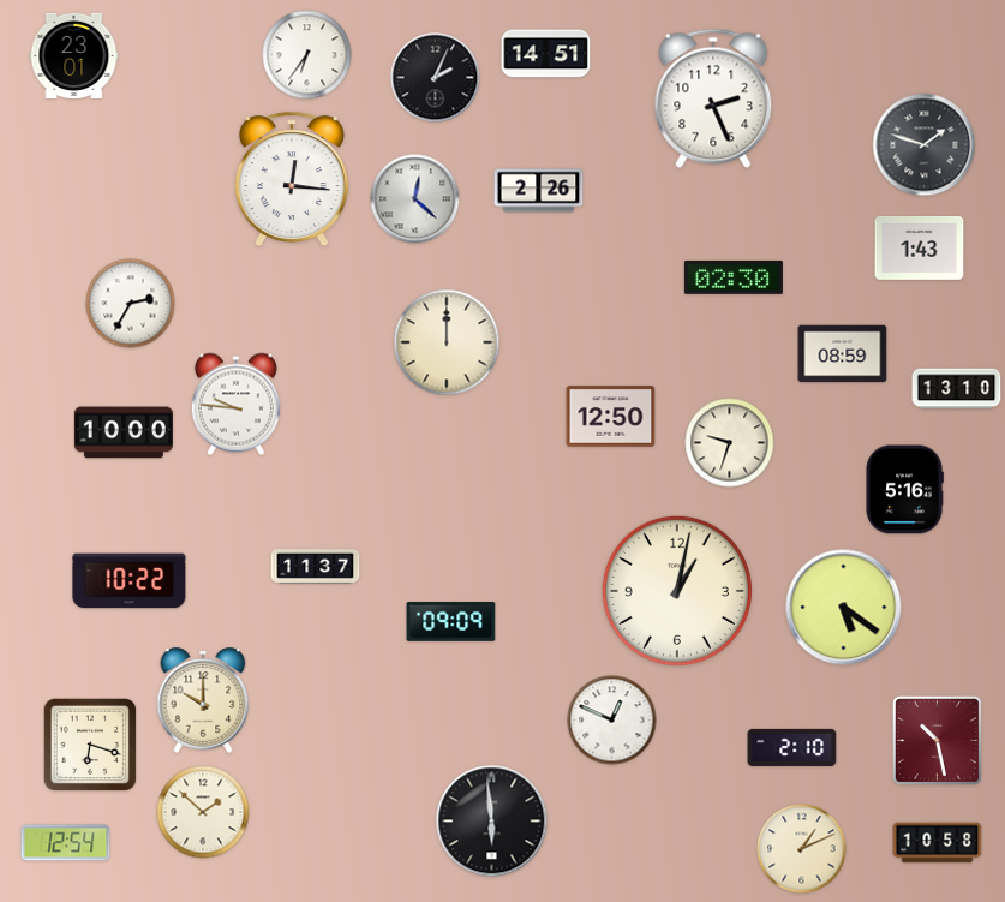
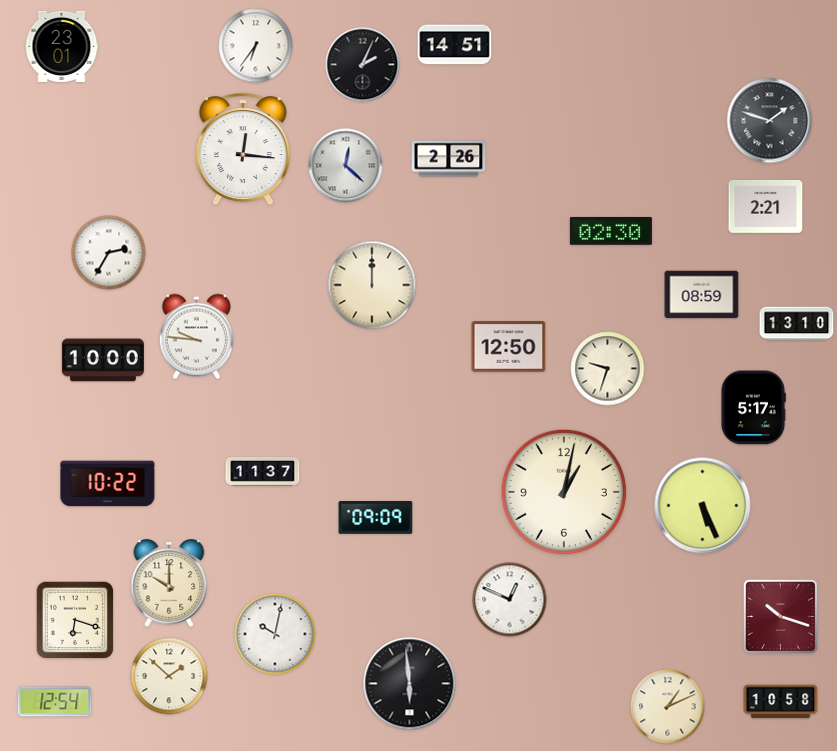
clock at (713, 98): 2:26 -> none
clock at (920, 247): 1:43 -> 2:21
clock at (904, 490): 5:16 -> 5:17
clock at (844, 608): 5:21 -> 5:26
clock at (937, 740): 10:28 -> 10:18
clock at (792, 747): 2:10 -> none
clock at (275, 634): none -> 10:02
